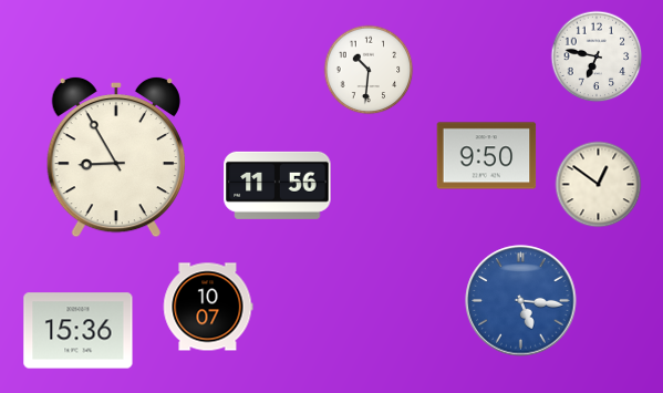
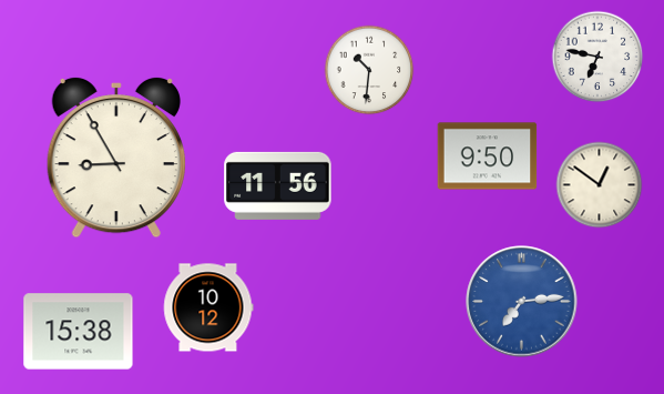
clock at (521, 301): 5:16 -> 7:14
clock at (208, 307): 10:07 -> 10:12
clock at (79, 331): 15:36 -> 15:38
